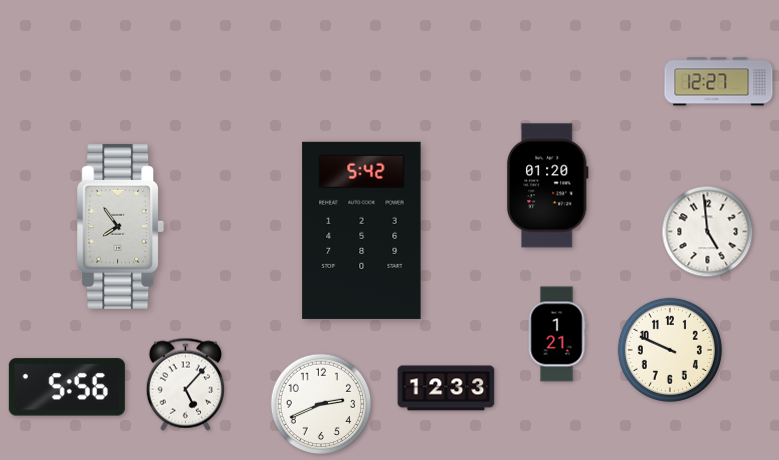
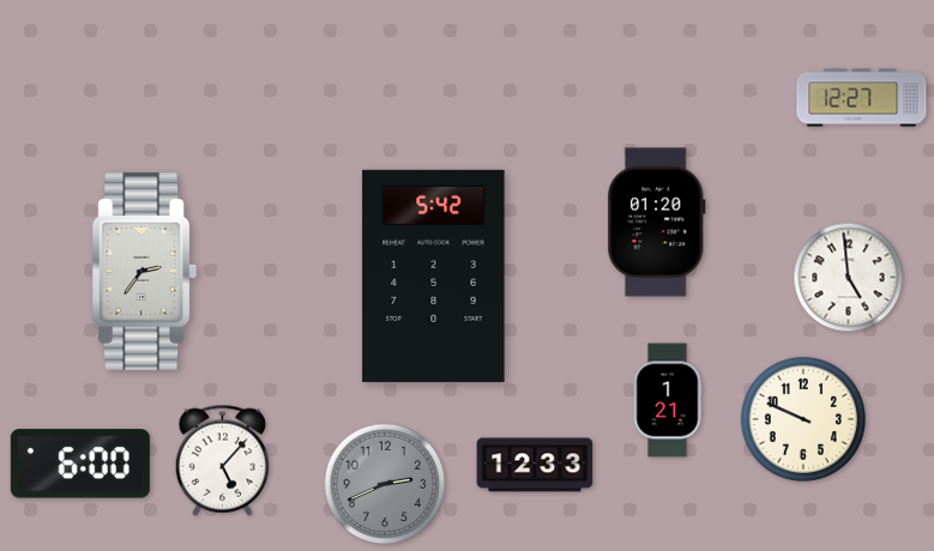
clock at (121, 226): 7:54 -> 2:36
clock at (67, 387): 5:56 -> 6:00
clock at (321, 404) dial: white -> grey
